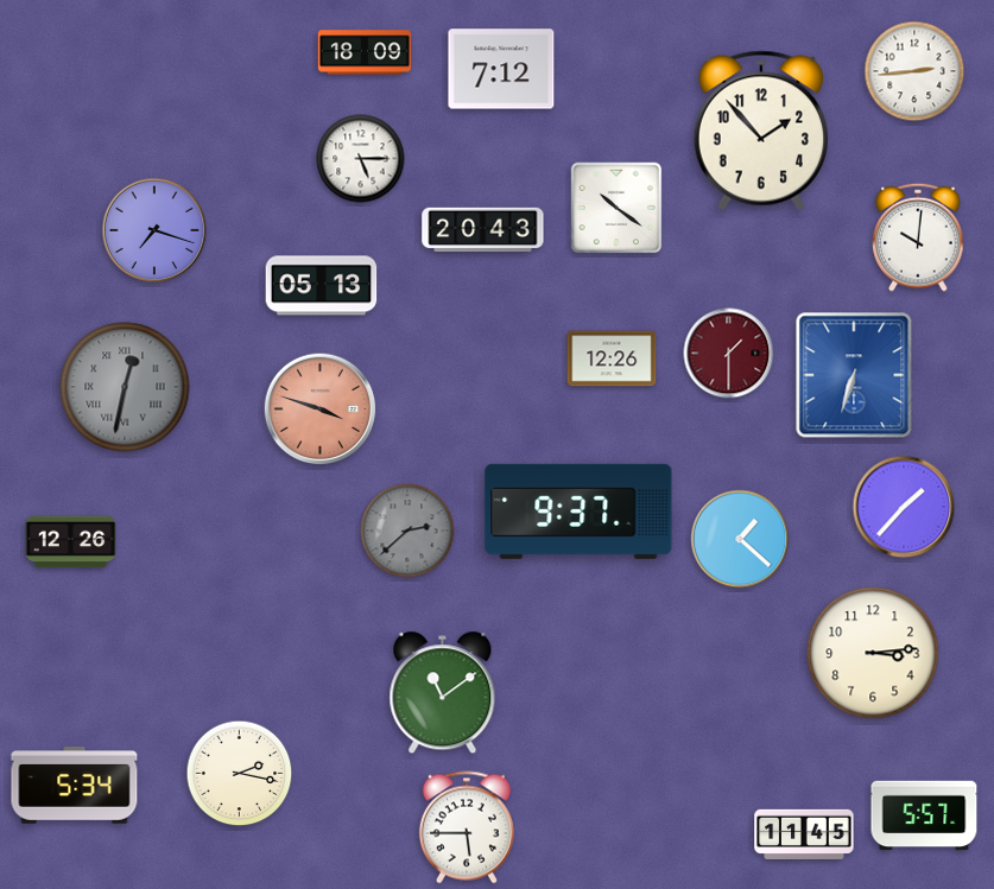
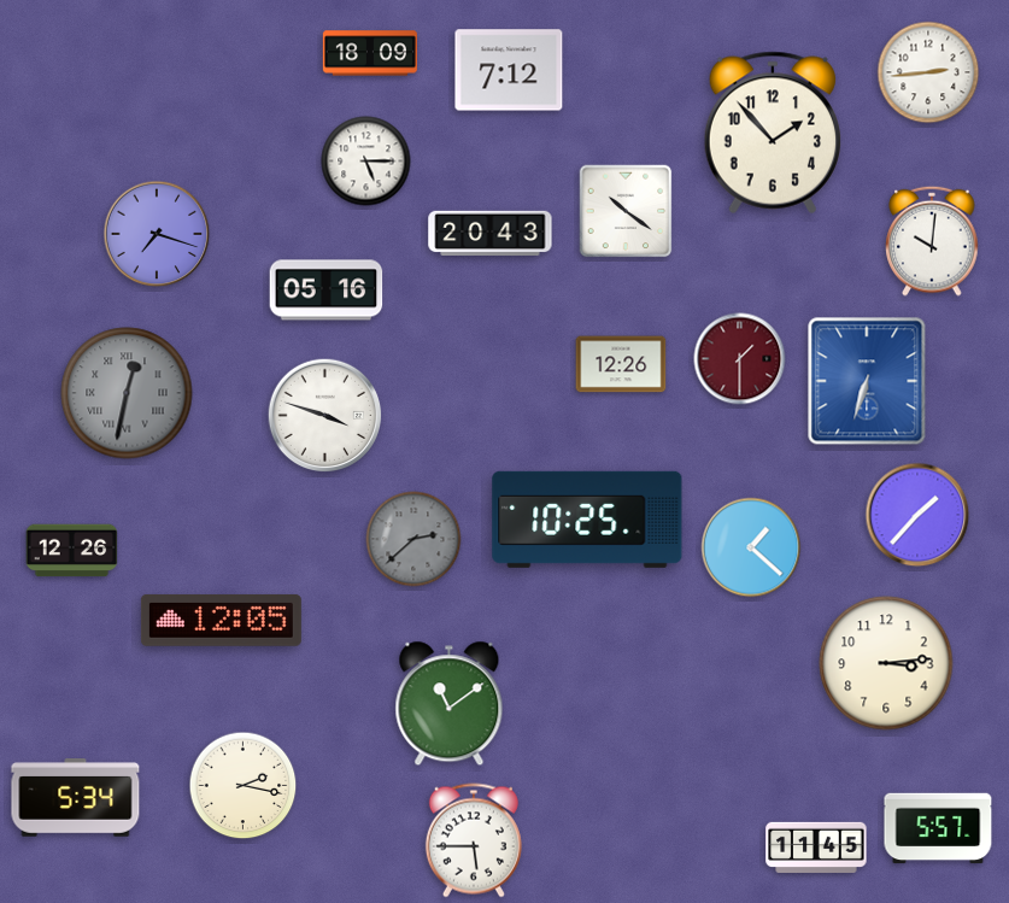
clock at (322, 286): 05:13 -> 05:16
clock at (321, 409) dial: salmon -> white
clock at (578, 512): 9:37 -> 10:25
clock at (221, 620): none -> 12:05
